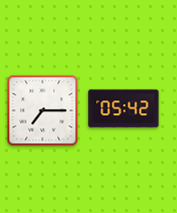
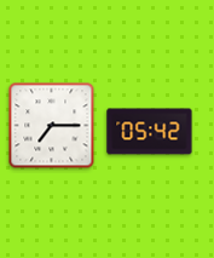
clock at (43, 111) position: (43, 111) -> (52, 126)
